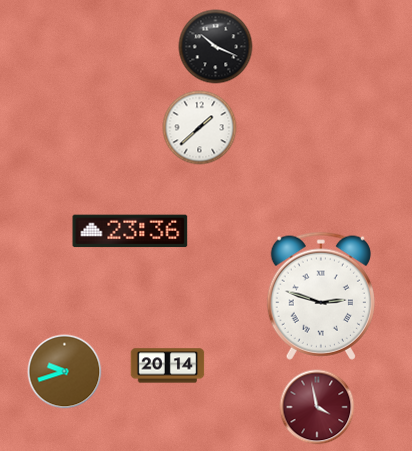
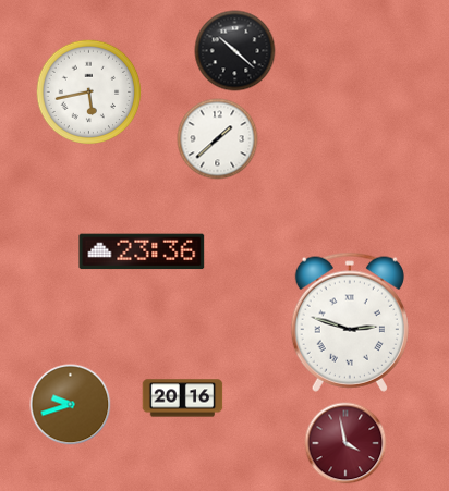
clock at (216, 47): 10:19 -> 10:22
clock at (89, 93): none -> 5:43
clock at (168, 366): 20:14 -> 20:16
